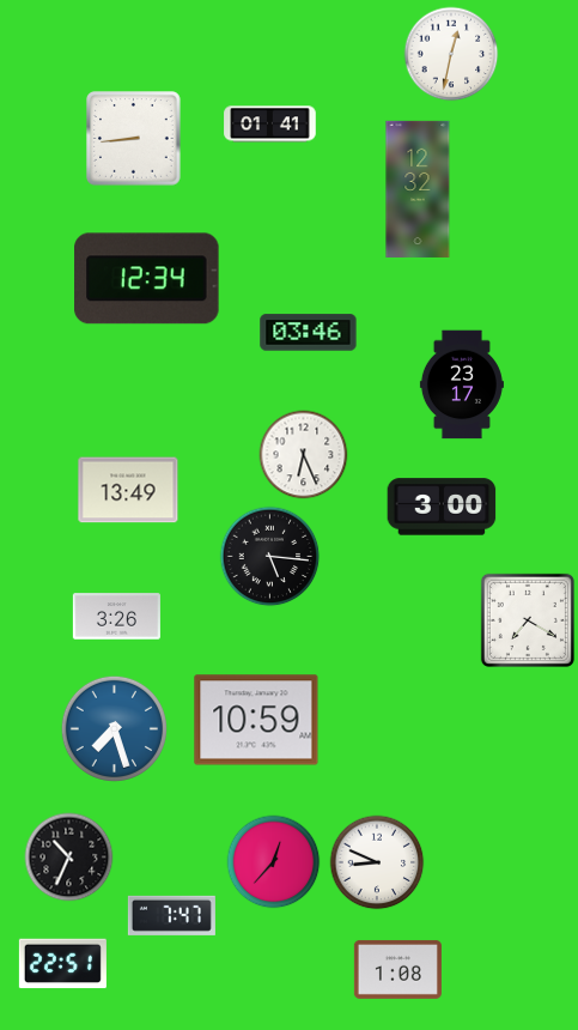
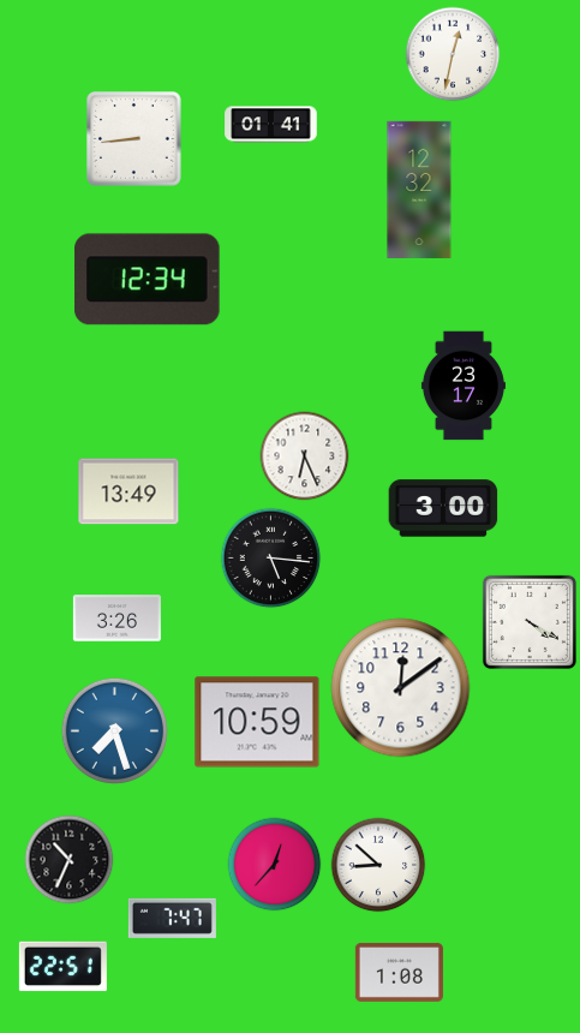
clock at (309, 333): 03:46 -> none
clock at (528, 620): 7:20 -> 4:20
clock at (401, 688): none -> 12:09
clock at (377, 862): 8:49 -> 8:52
